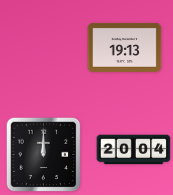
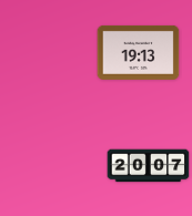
clock at (134, 150): 20:04 -> 20:07
clock at (44, 155): 12:00 -> none
